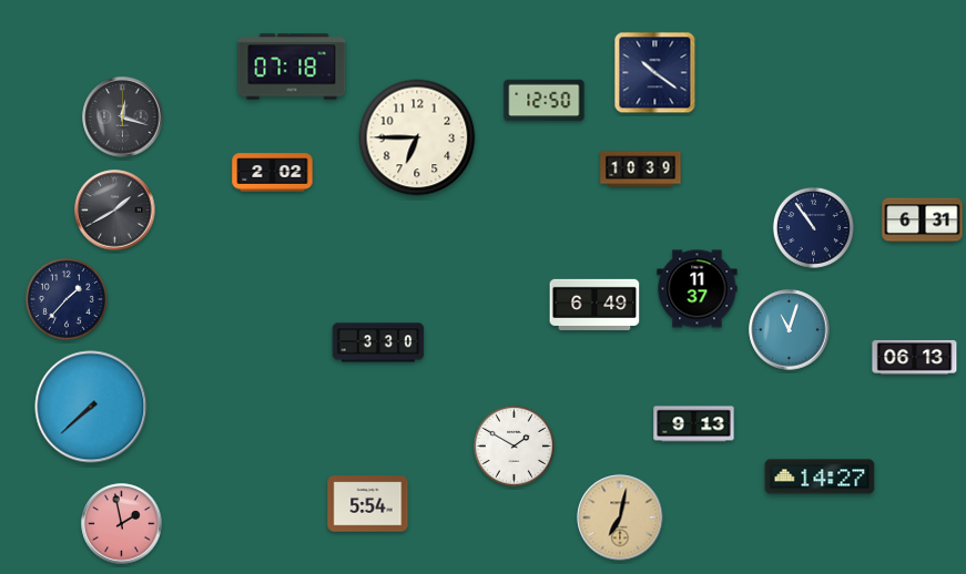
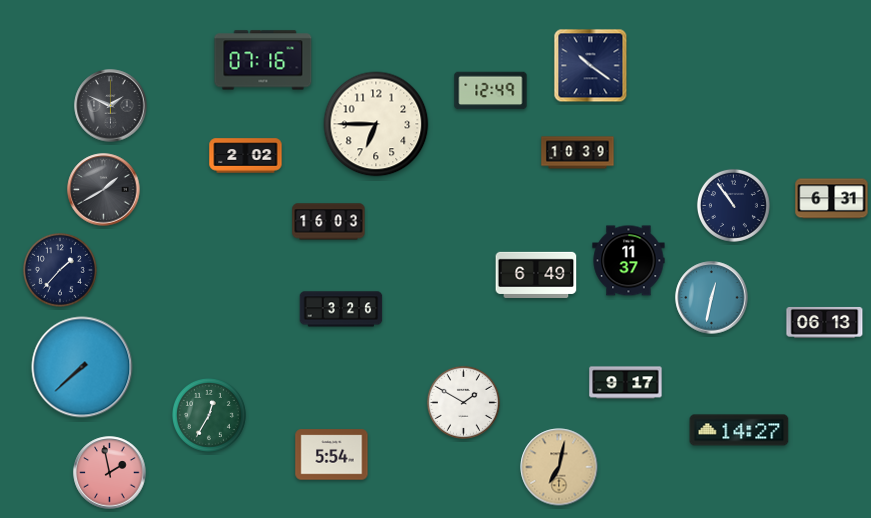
clock at (292, 66): 07:18 -> 07:16
clock at (545, 101): 12:50 -> 12:49
clock at (123, 117): 12:18 -> 1:49
clock at (329, 222): none -> 16:03
clock at (790, 330): 11:03 -> 12:32
clock at (378, 342): 3:30 -> 3:26
clock at (694, 424): 9:13 -> 9:17
clock at (209, 415): none -> 12:35
